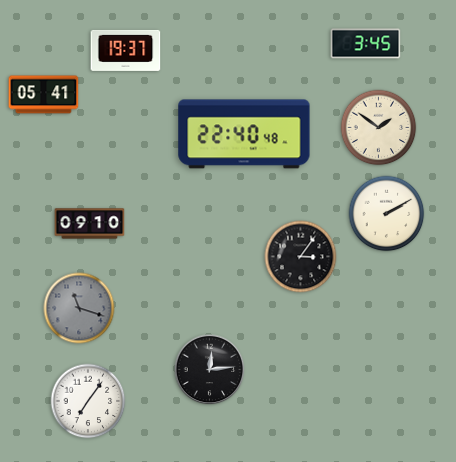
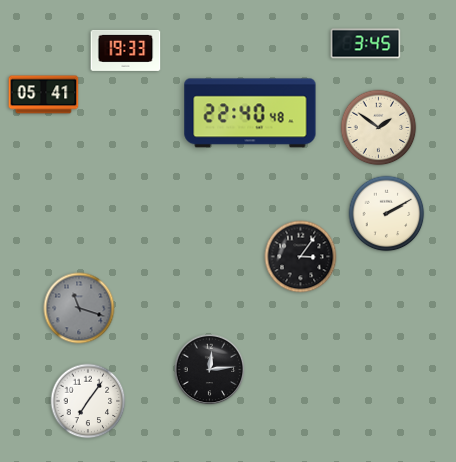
clock at (126, 50): 19:37 -> 19:33
clock at (244, 134) position: (244, 134) -> (250, 113)
clock at (90, 224): 09:10 -> none
